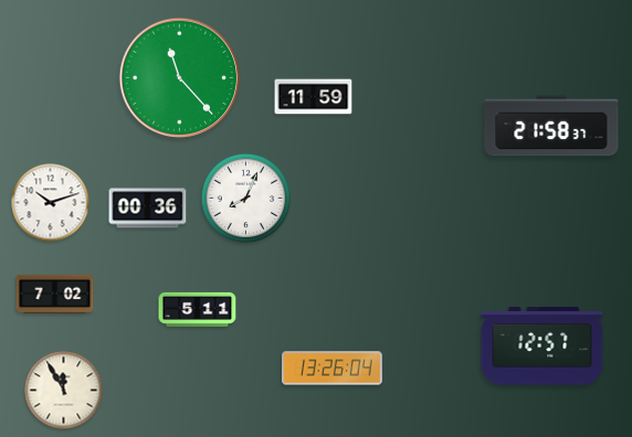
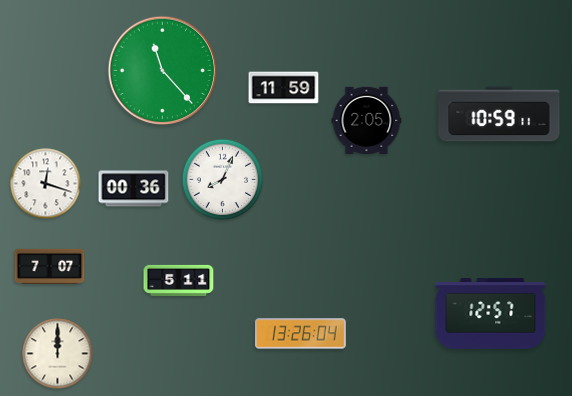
clock at (551, 126): 21:58 -> 10:59
clock at (367, 120): none -> 2:05
clock at (51, 203): 10:12 -> 12:18
clock at (55, 294): 7:02 -> 7:07
clock at (64, 391): 11:55 -> 12:00
